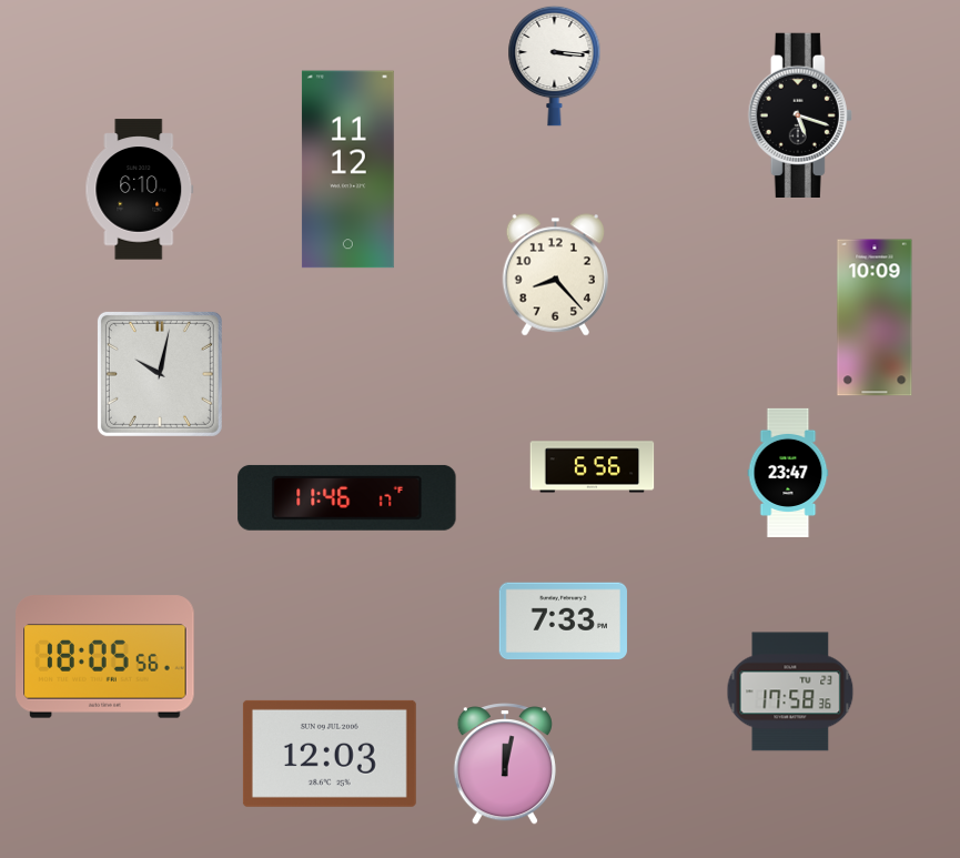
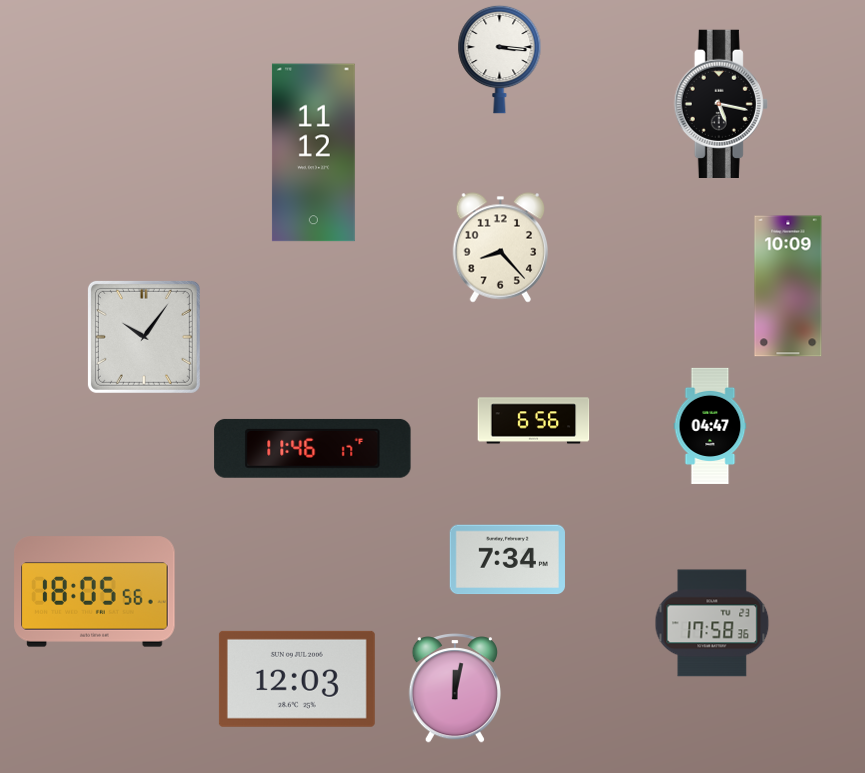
clock at (800, 114): 5:18 -> 5:17
clock at (140, 190): 6:10 -> none
clock at (160, 374): 10:02 -> 10:06
clock at (788, 472): 23:47 -> 04:47
clock at (563, 622): 7:33 -> 7:34
